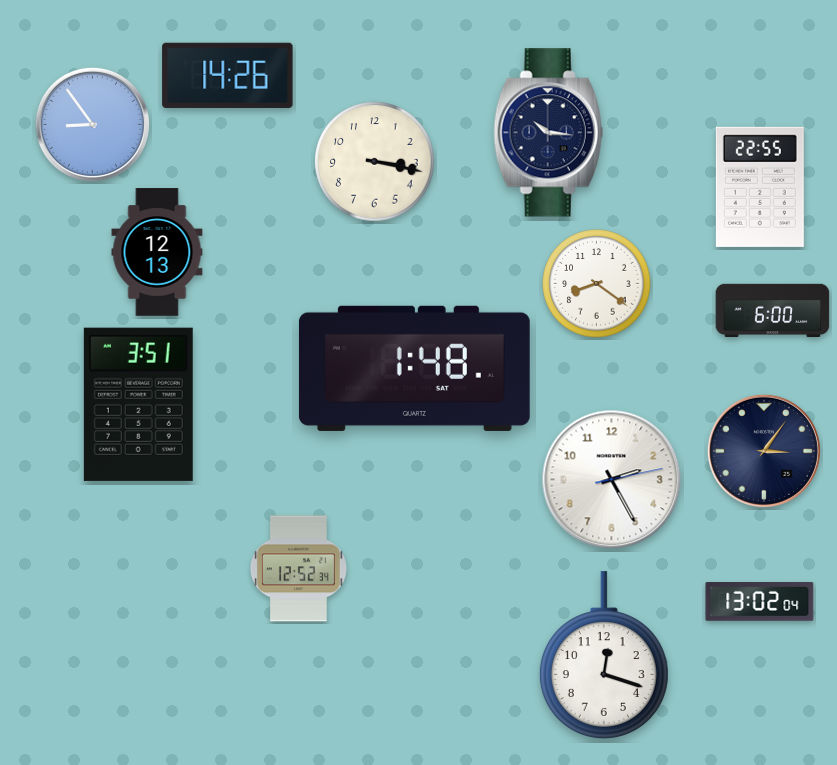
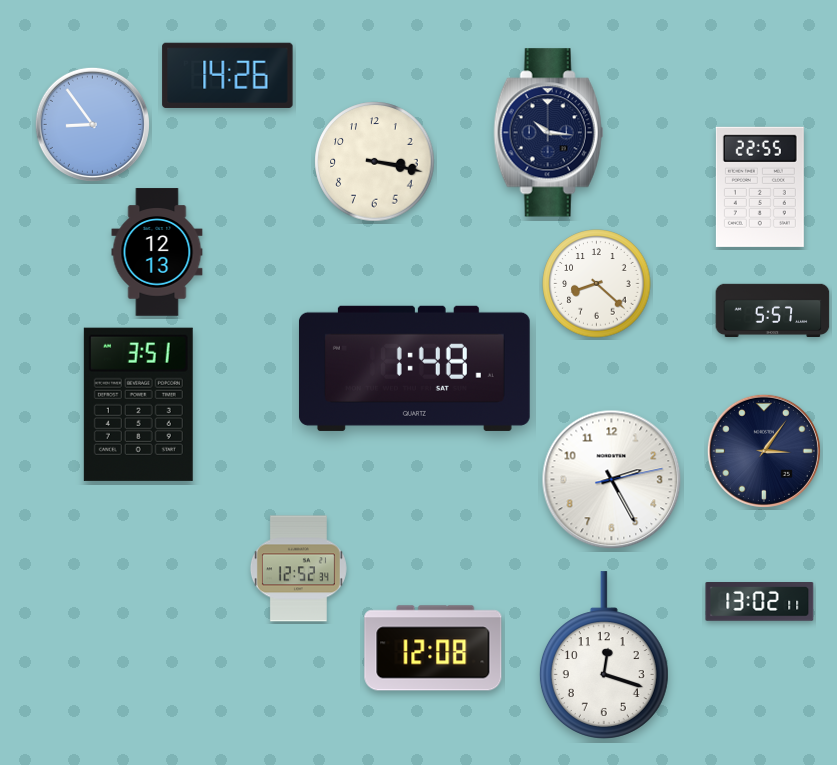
clock at (597, 284): 8:21 -> 8:22
clock at (773, 310): 6:00 -> 5:57
clock at (760, 602): 13:02:04 -> 13:02:11
clock at (433, 648): none -> 12:08
